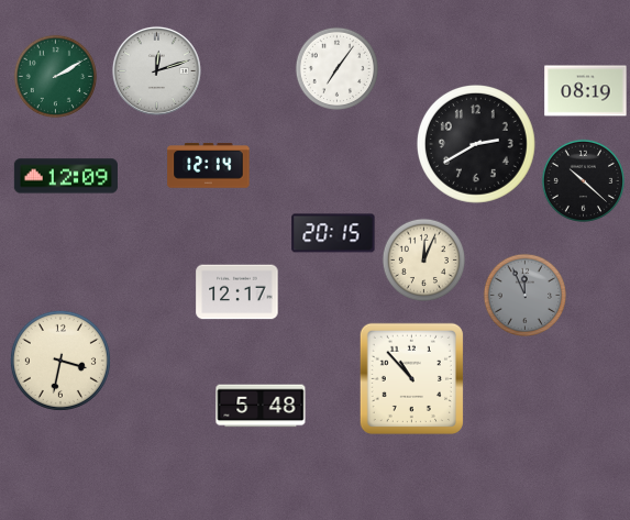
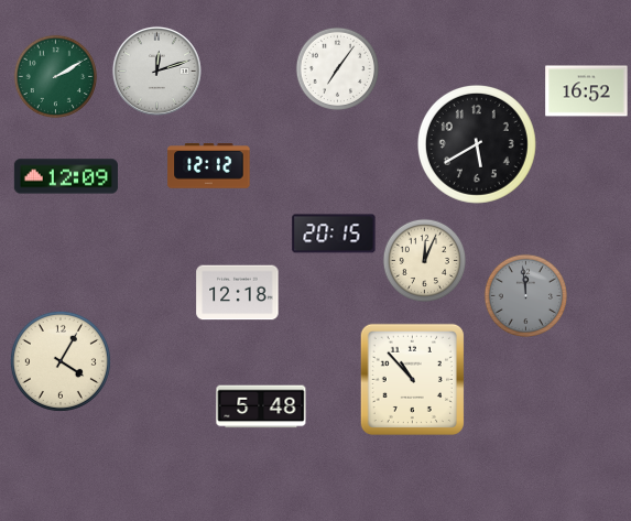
clock at (586, 91): 08:19 -> 16:52
clock at (476, 144): 2:40 -> 5:40
clock at (209, 166): 12:14 -> 12:12
clock at (583, 180): 10:22 -> none
clock at (237, 292): 12:17 -> 12:18
clock at (524, 295): 11:56 -> 11:59
clock at (60, 361): 3:32 -> 4:05
